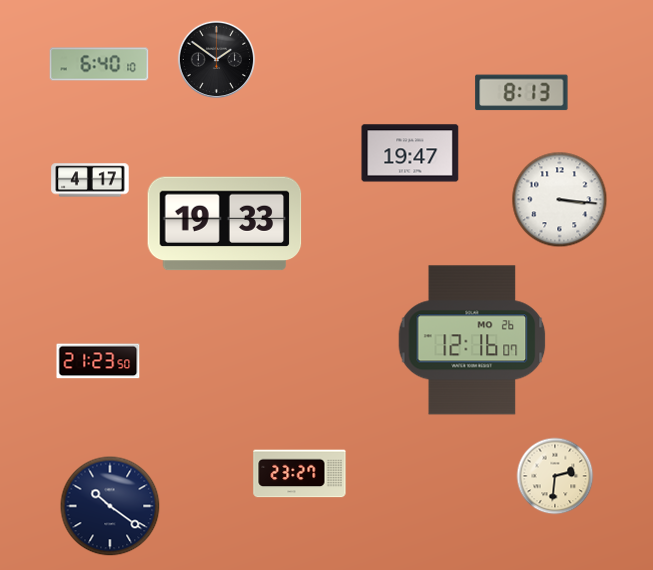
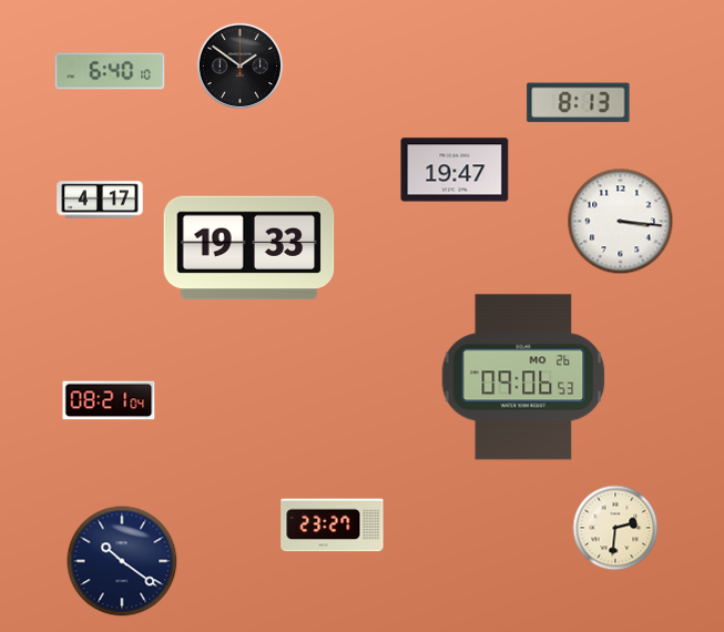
clock at (472, 340): 12:16 -> 09:06
clock at (98, 361): 21:23 -> 08:21
